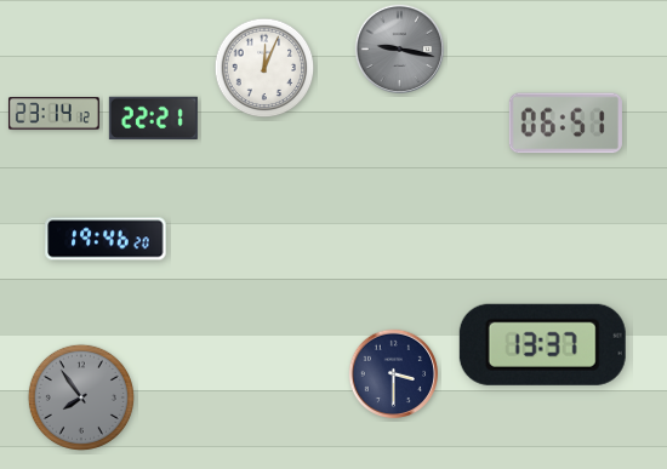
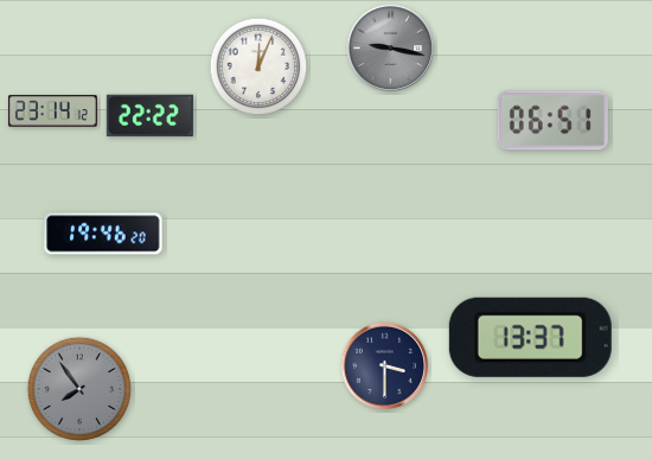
clock at (153, 119): 22:21 -> 22:22
